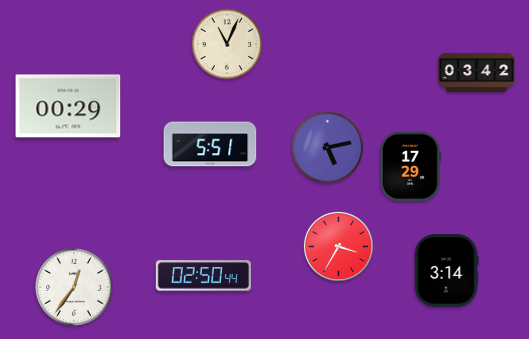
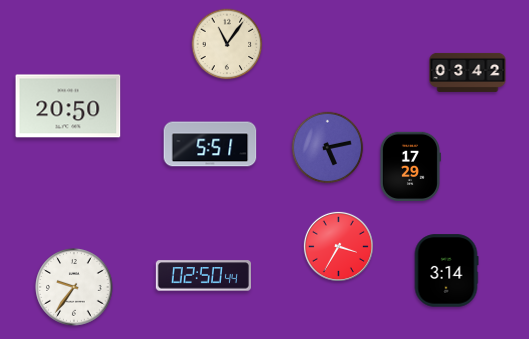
clock at (227, 44): 11:04 -> 11:06
clock at (477, 72) position: (477, 72) -> (468, 72)
clock at (68, 106): 00:29 -> 20:50
clock at (74, 287): 12:36 -> 9:36
